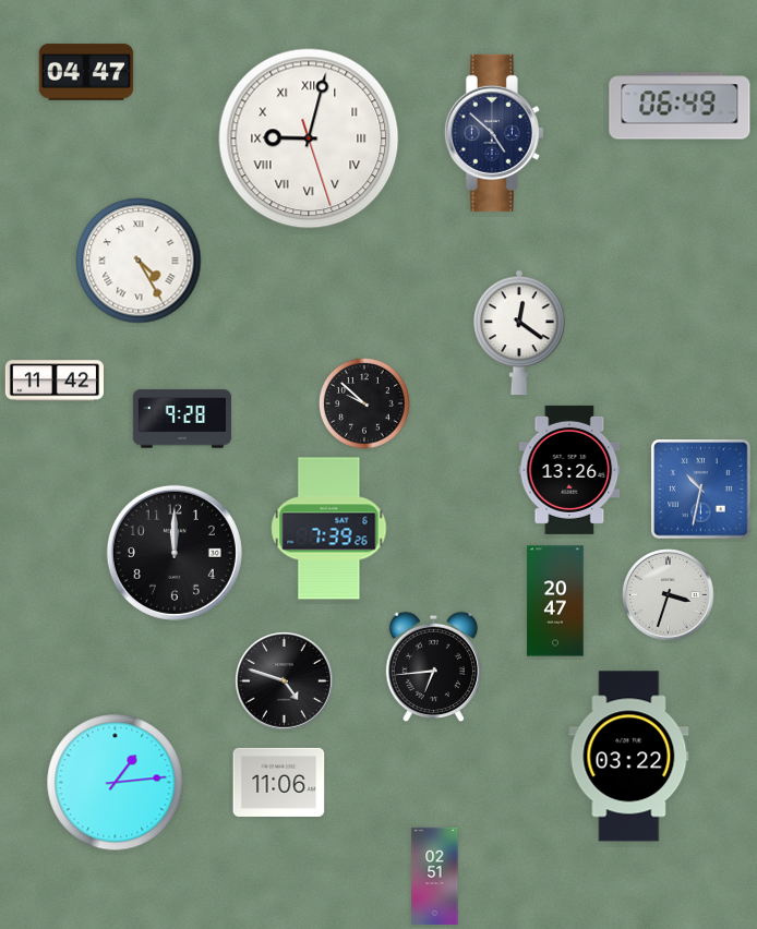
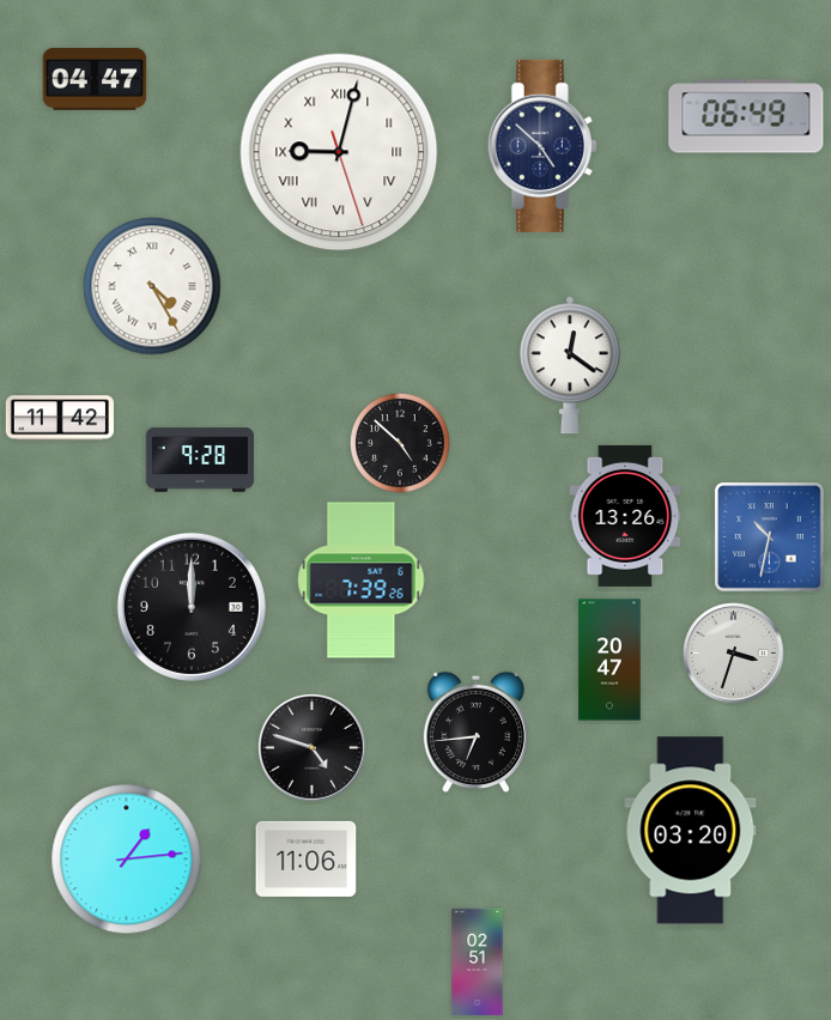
clock at (365, 405): 9:52 -> 4:52
clock at (629, 757): 03:22 -> 03:20
